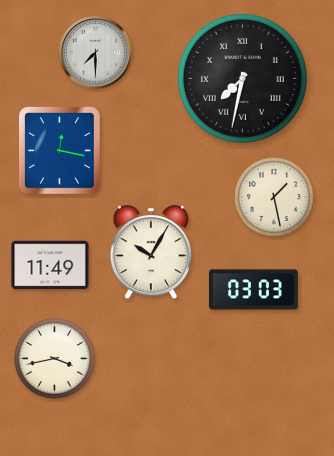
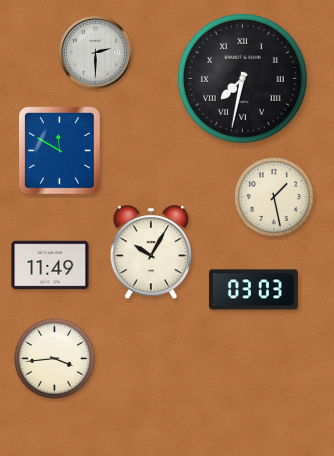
clock at (96, 53): 7:30 -> 2:30
clock at (60, 151): 12:17 -> 11:50
clock at (55, 359): 3:43 -> 3:44
